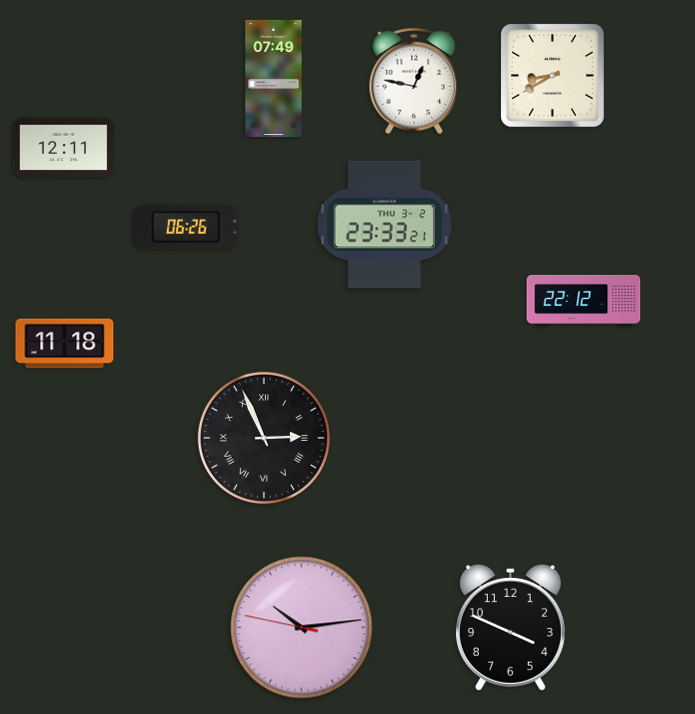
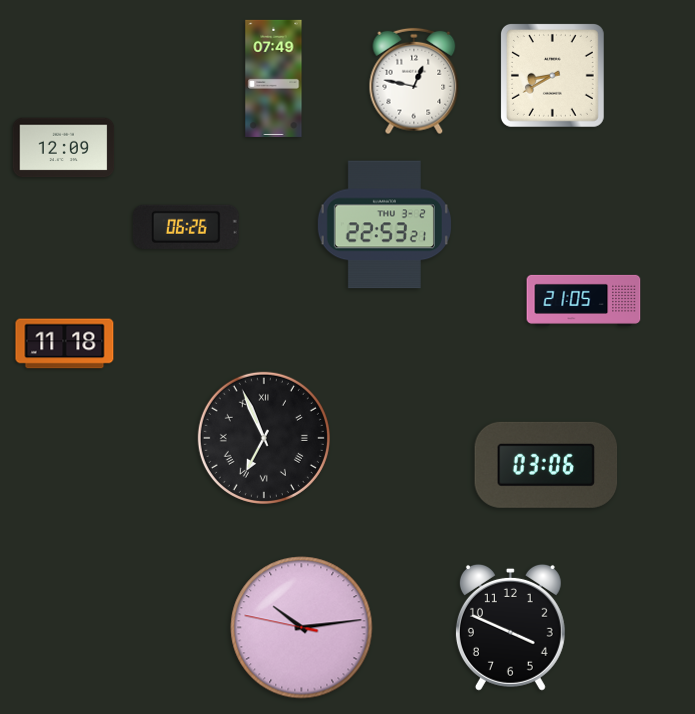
clock at (64, 148): 12:11 -> 12:09
clock at (384, 225): 23:33 -> 22:53
clock at (584, 300): 22:12 -> 21:05
clock at (264, 438): 2:56 -> 6:56
clock at (546, 465): none -> 03:06
